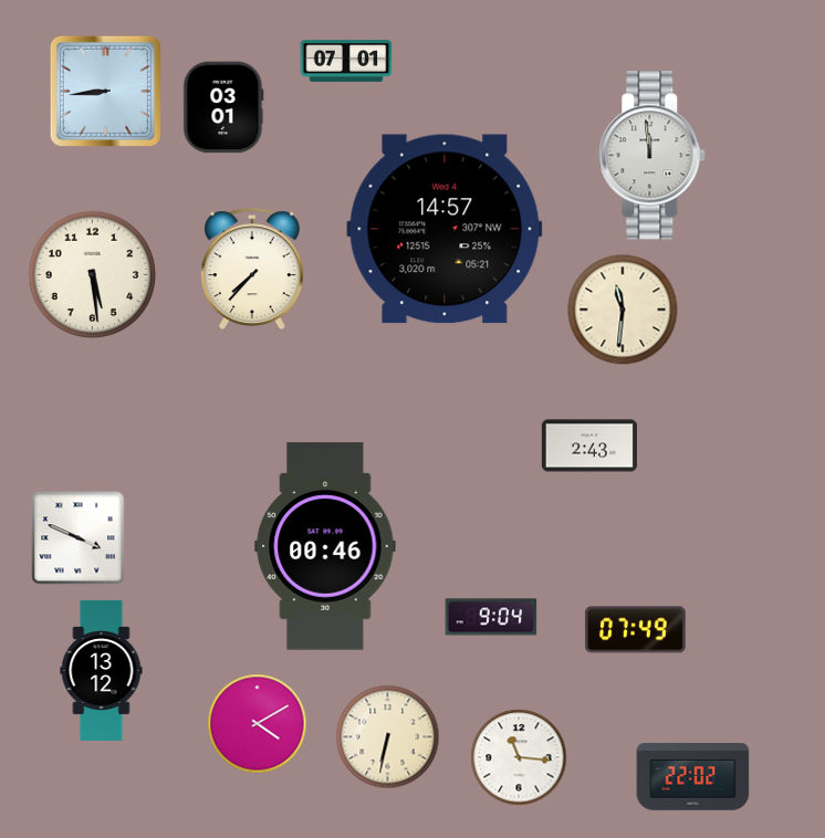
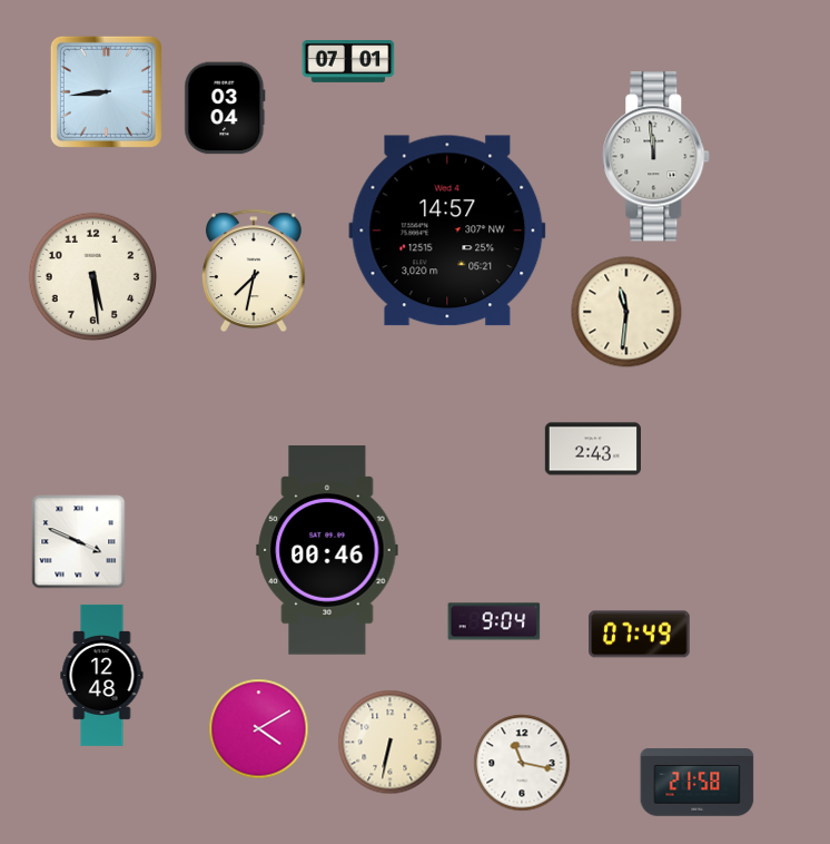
clock at (223, 107): 03:01 -> 03:04
clock at (252, 268): 7:37 -> 7:32
clock at (102, 670): 13:12 -> 12:48
clock at (519, 757): 11:16 -> 11:17
clock at (693, 777): 22:02 -> 21:58
